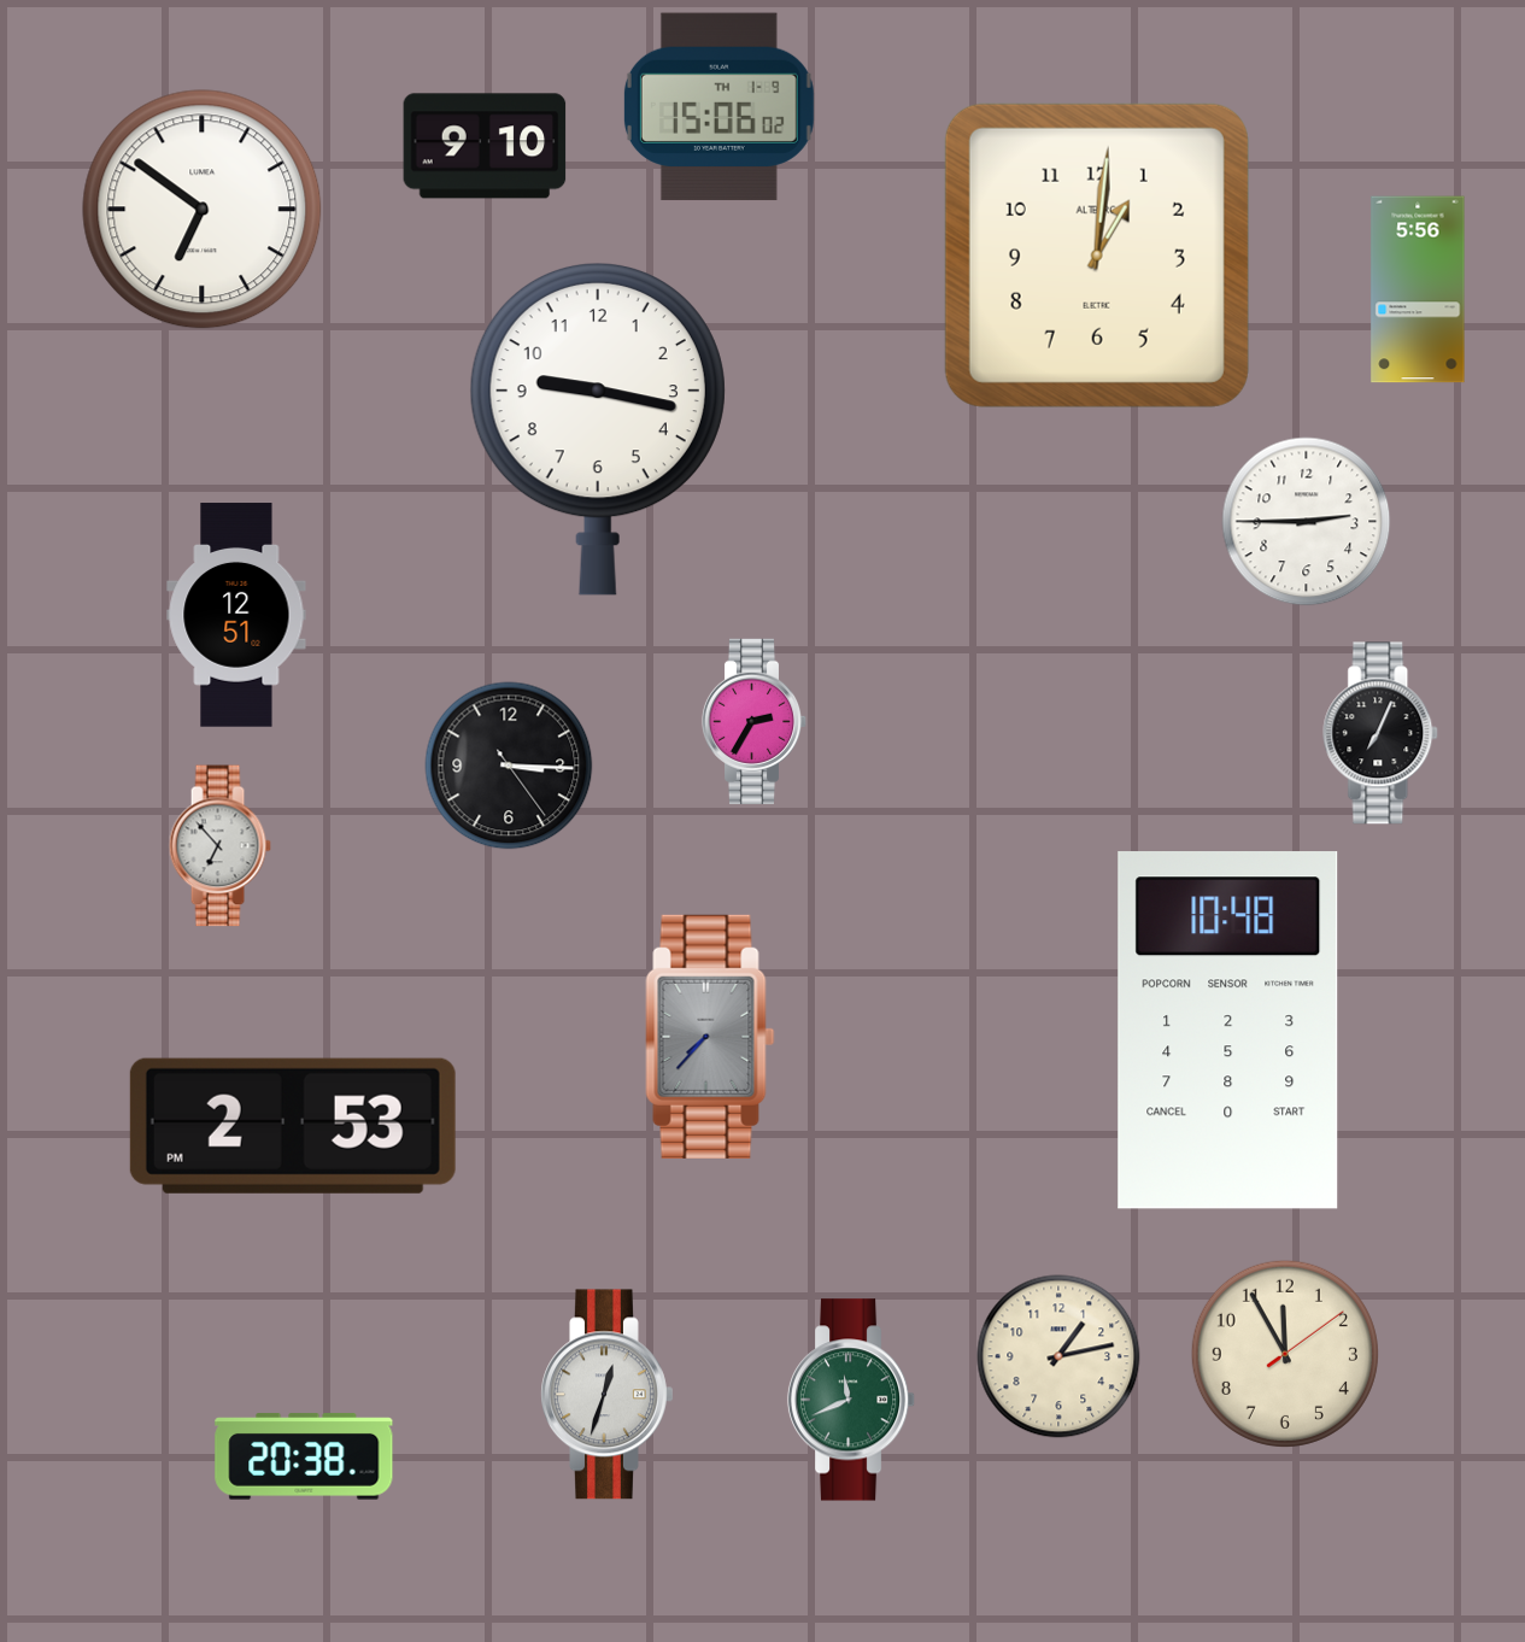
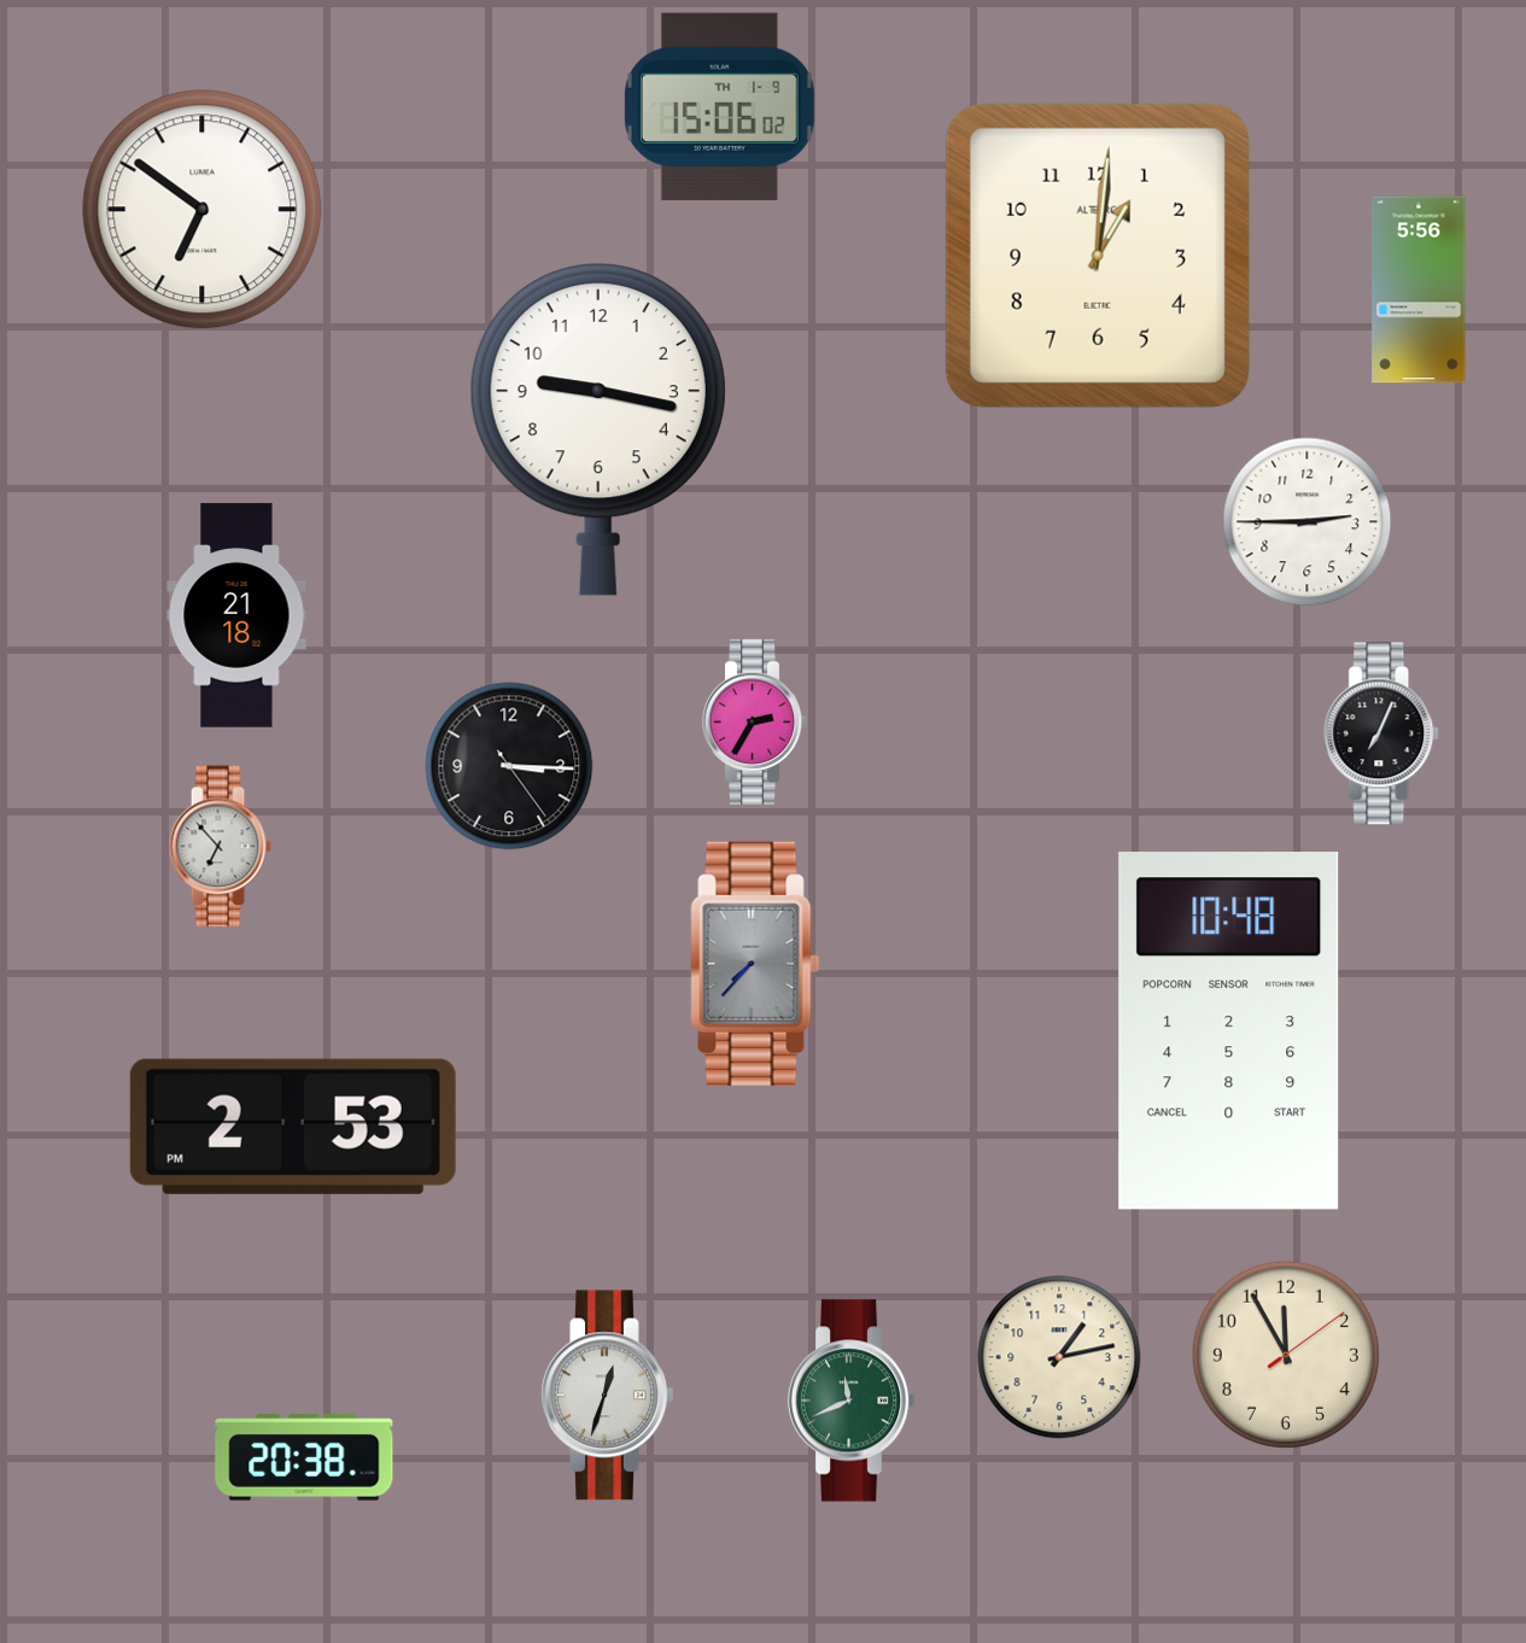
clock at (485, 146): 9:10 -> none
clock at (236, 615): 12:51 -> 21:18
clock at (710, 1037) position: (710, 1037) -> (755, 964)
